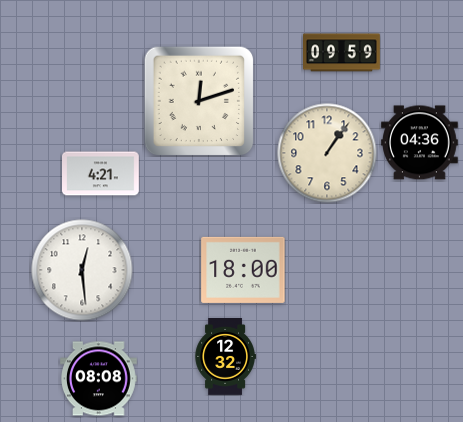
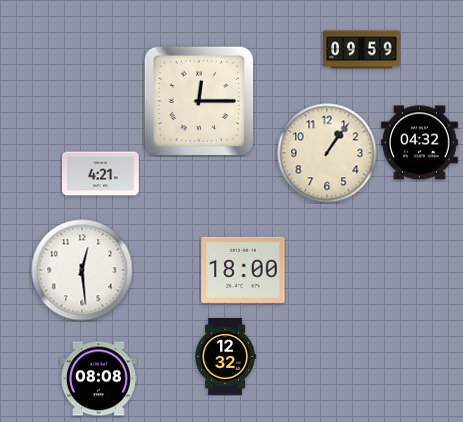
clock at (342, 53) position: (342, 53) -> (362, 50)
clock at (199, 101): 12:12 -> 12:15
clock at (420, 143): 04:36 -> 04:32
